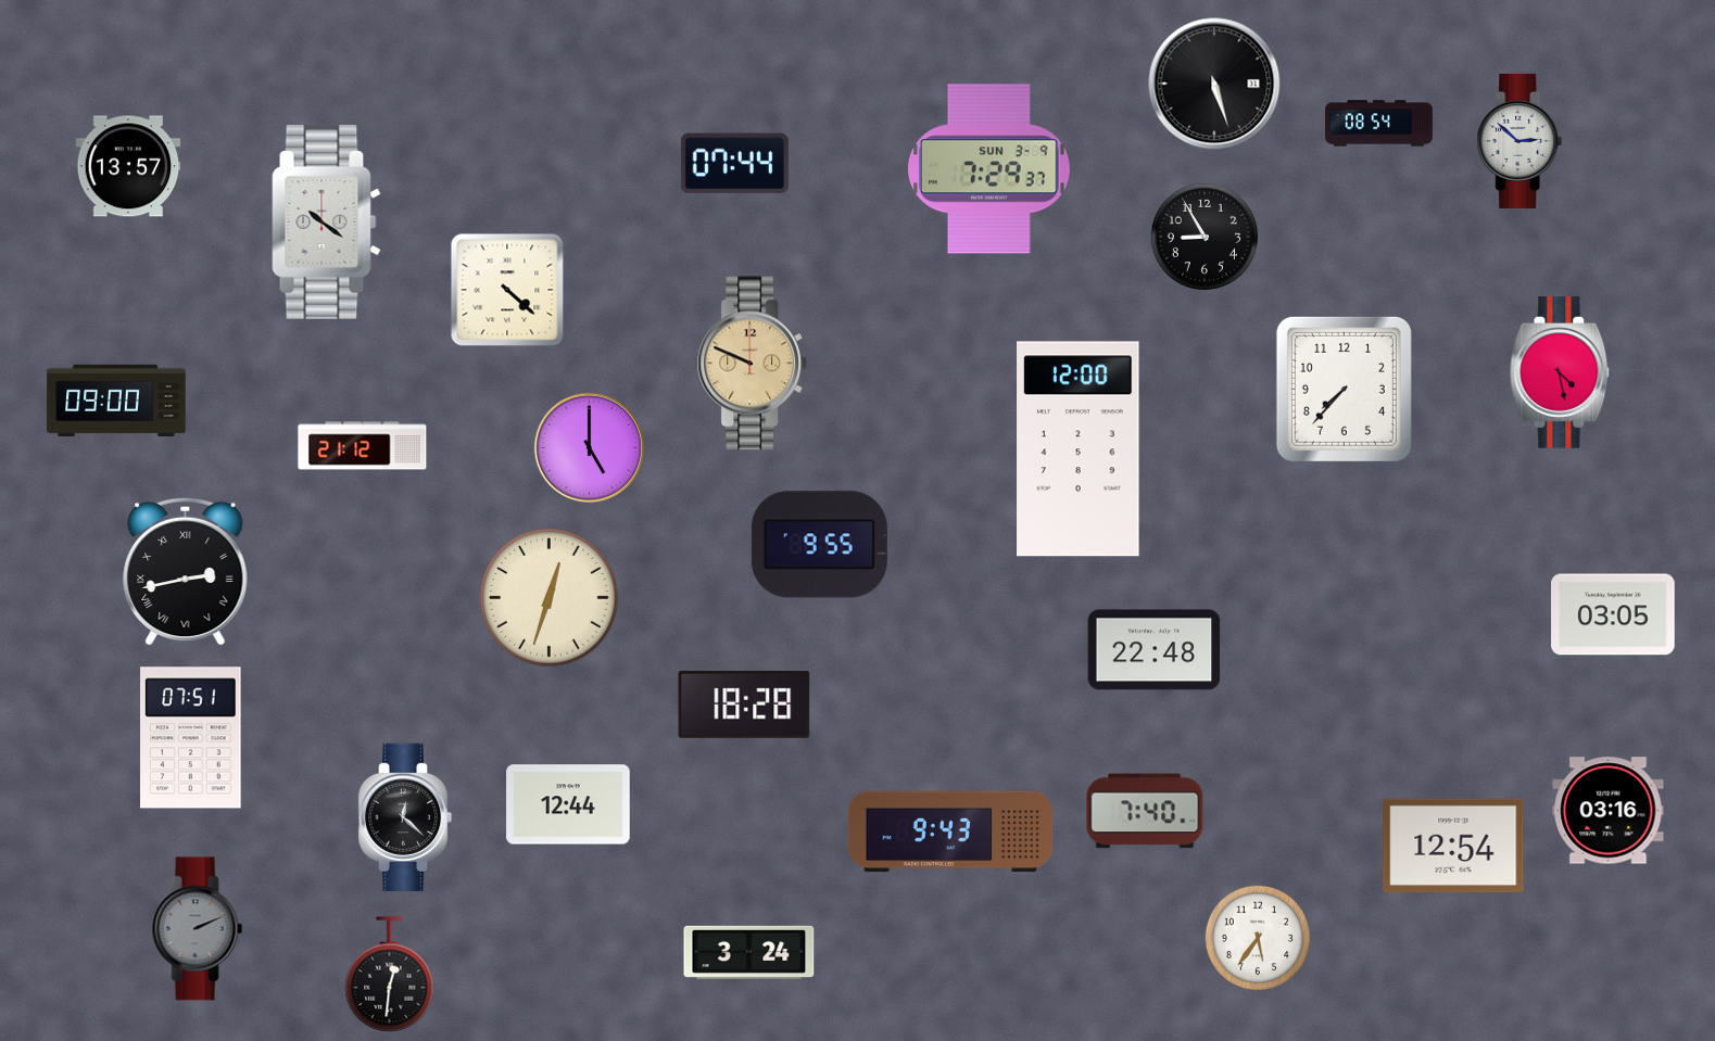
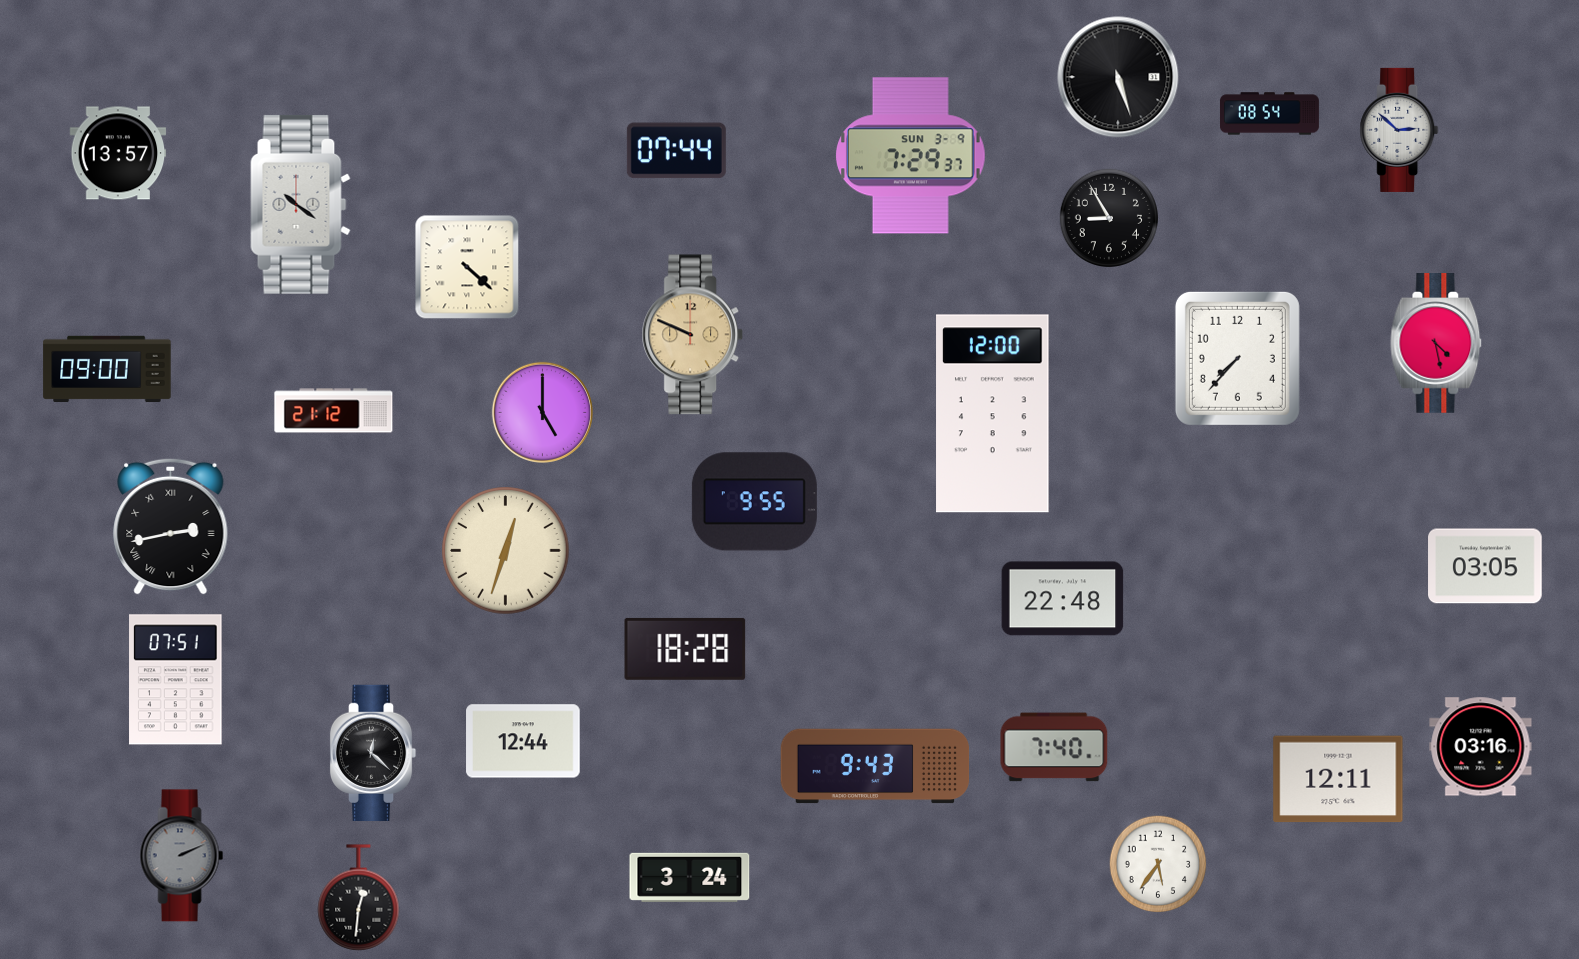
clock at (1453, 846): 12:54 -> 12:11
